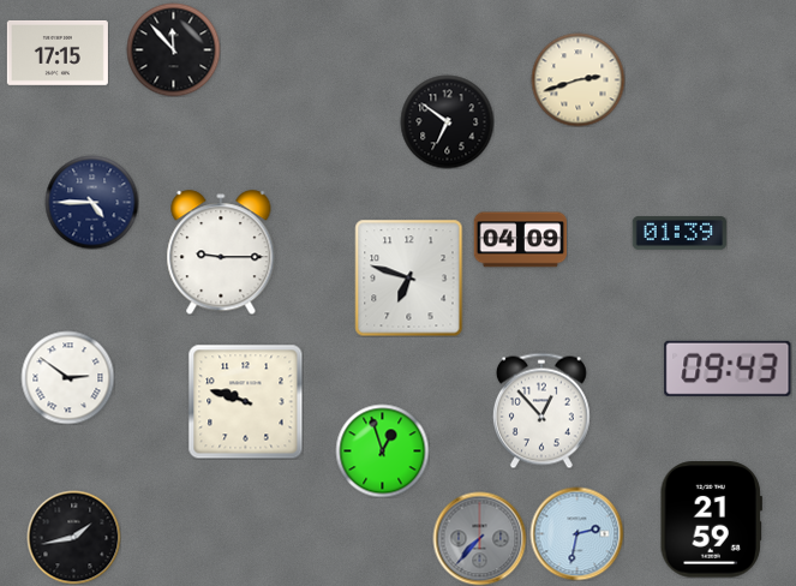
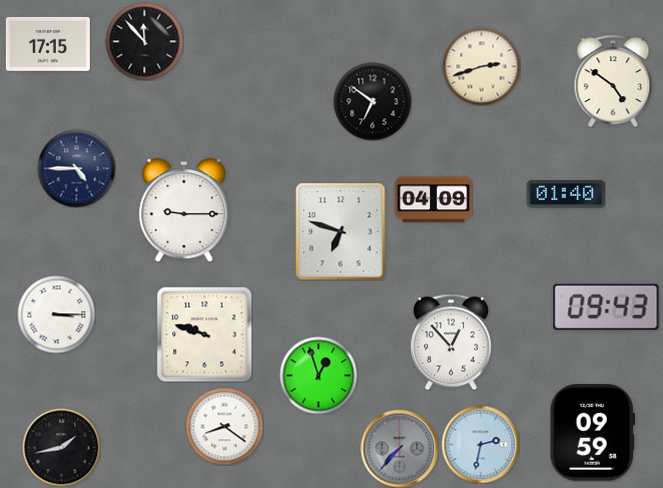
clock at (613, 81): none -> 4:51
clock at (680, 233): 01:39 -> 01:40
clock at (67, 377): 2:51 -> 3:15
clock at (224, 426): none -> 8:21
clock at (711, 520): 21:59 -> 09:59
